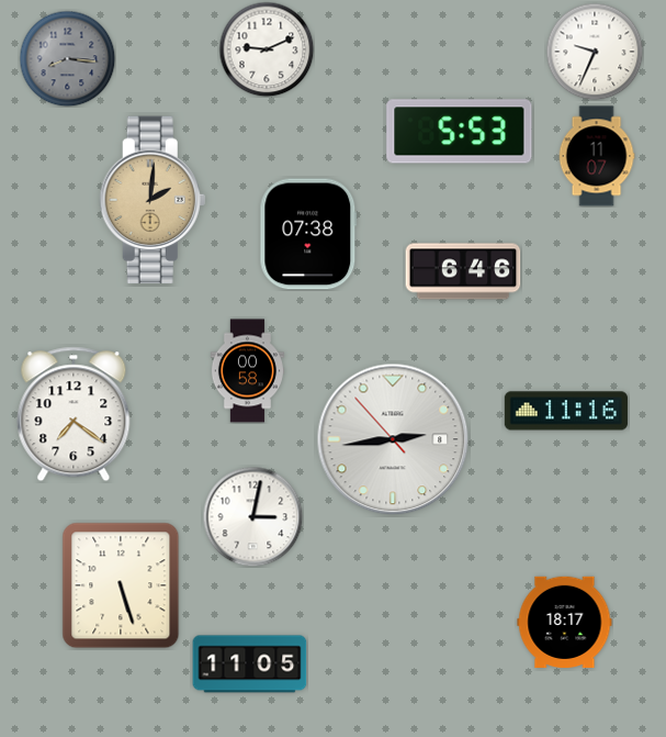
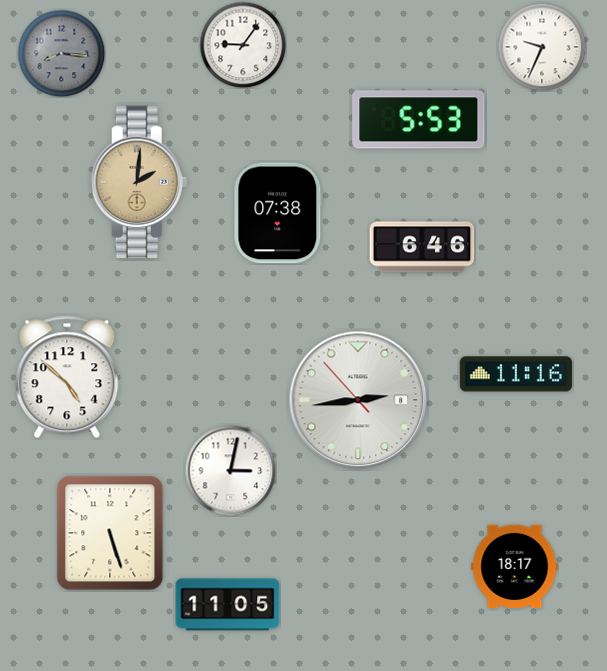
clock at (267, 49): 9:11 -> 9:06
clock at (597, 156): 11:07 -> none
clock at (308, 234) position: (308, 234) -> (278, 213)
clock at (247, 371): 00:58 -> none
clock at (74, 414): 7:21 -> 4:52
